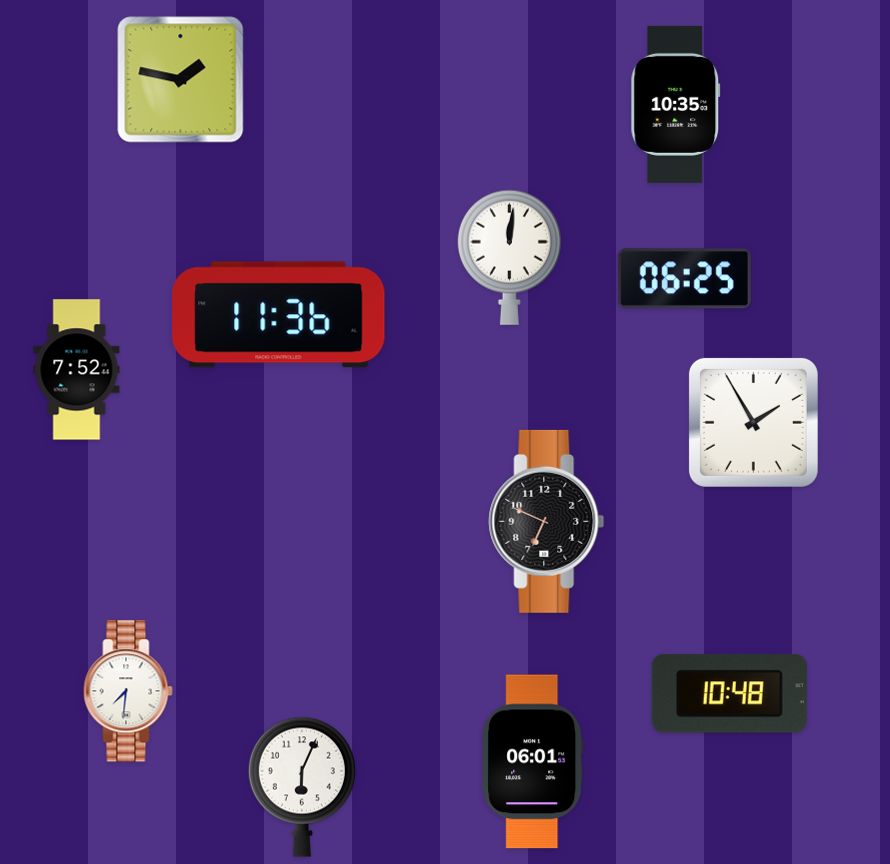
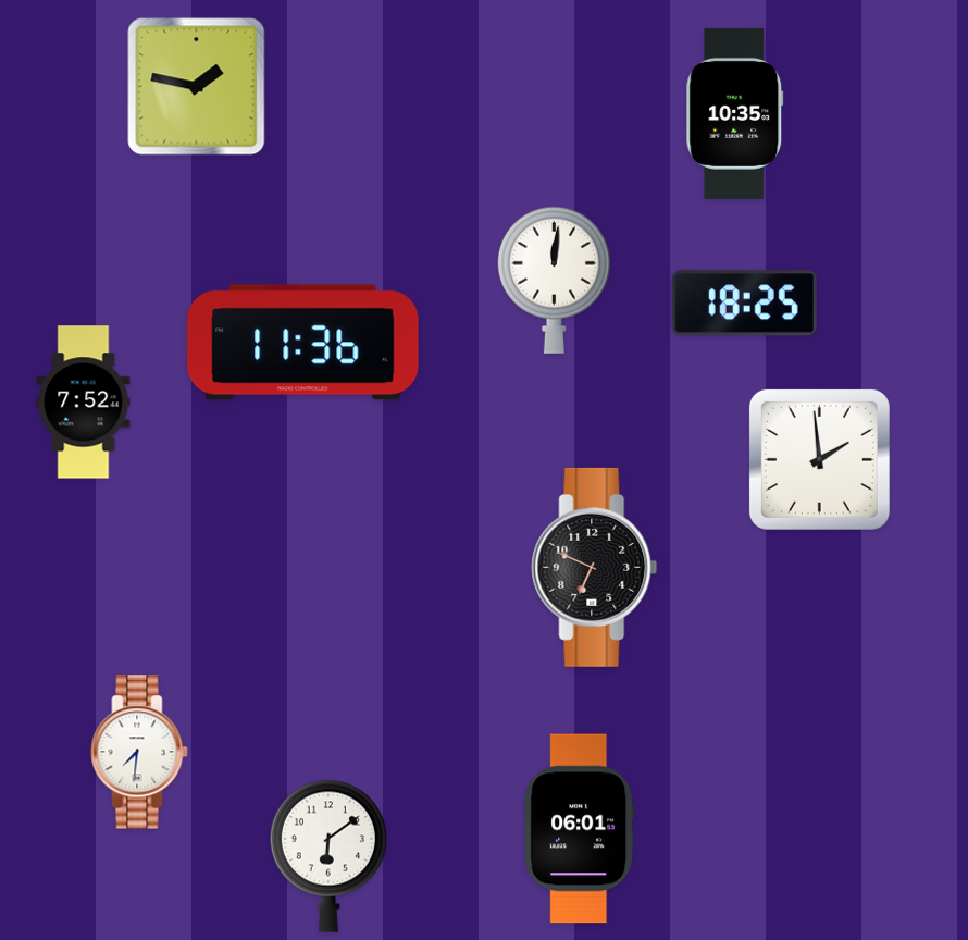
clock at (684, 279): 06:25 -> 18:25
clock at (753, 422): 1:55 -> 1:59
clock at (729, 694): 10:48 -> none
clock at (302, 787): 6:04 -> 6:09
